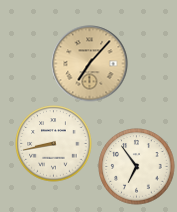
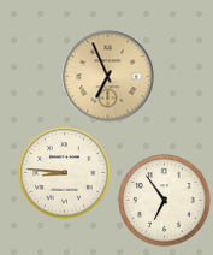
clock at (90, 64): 7:07 -> 6:56
clock at (54, 144): 8:43 -> 8:46
